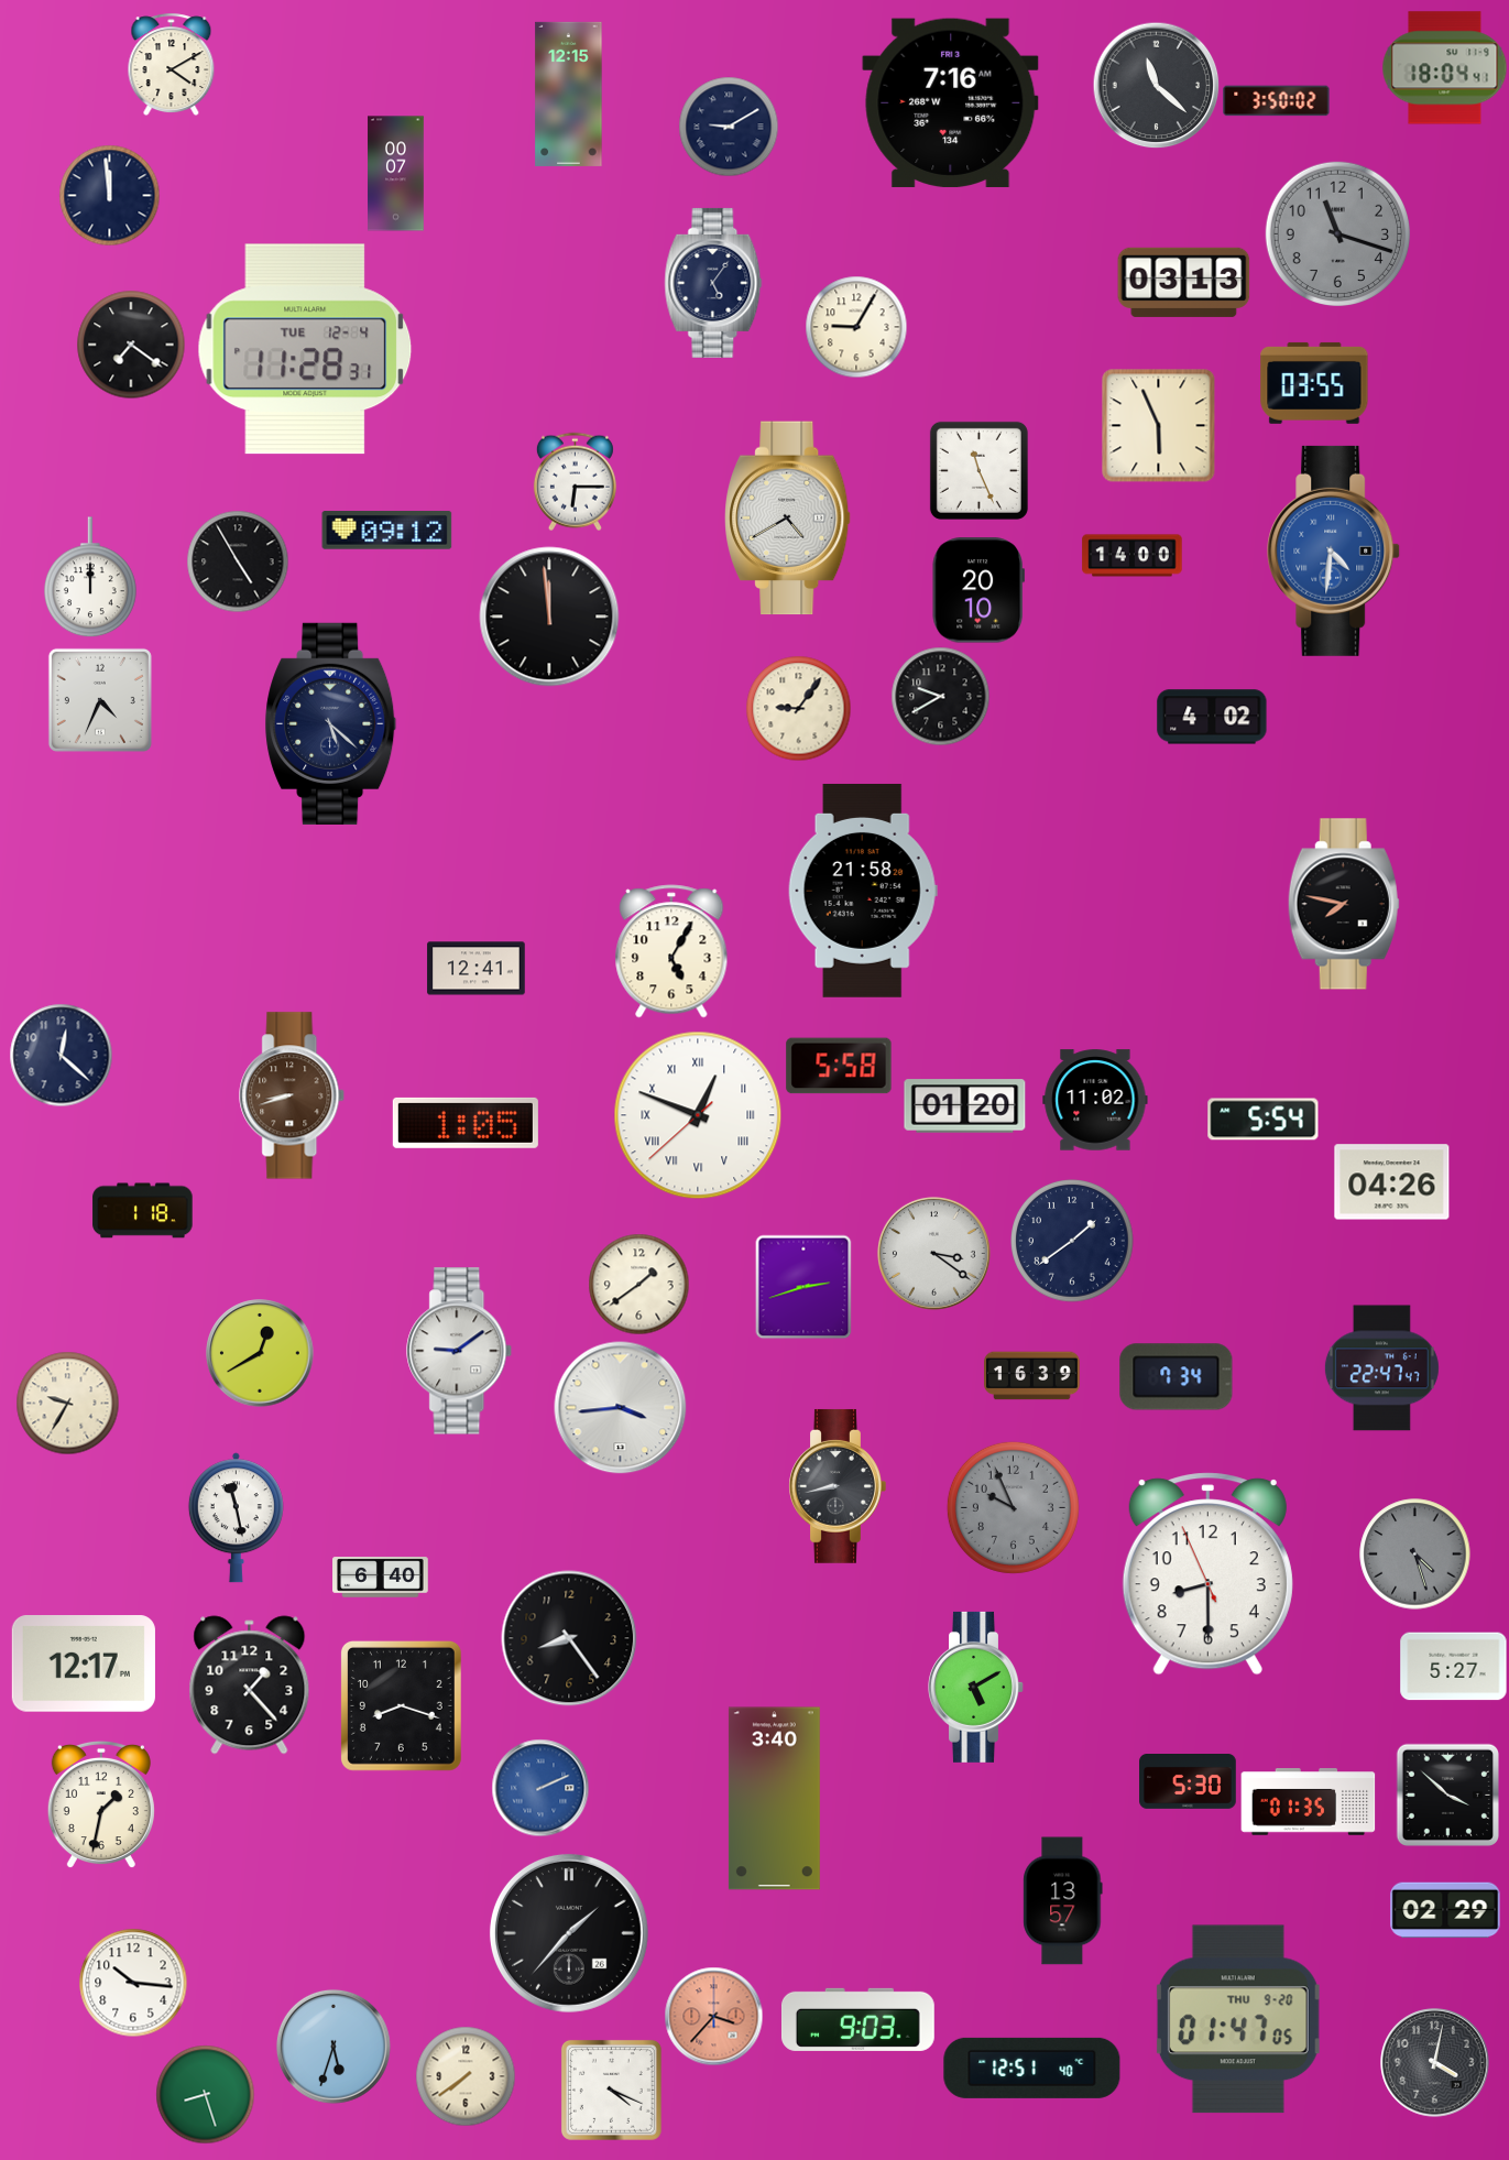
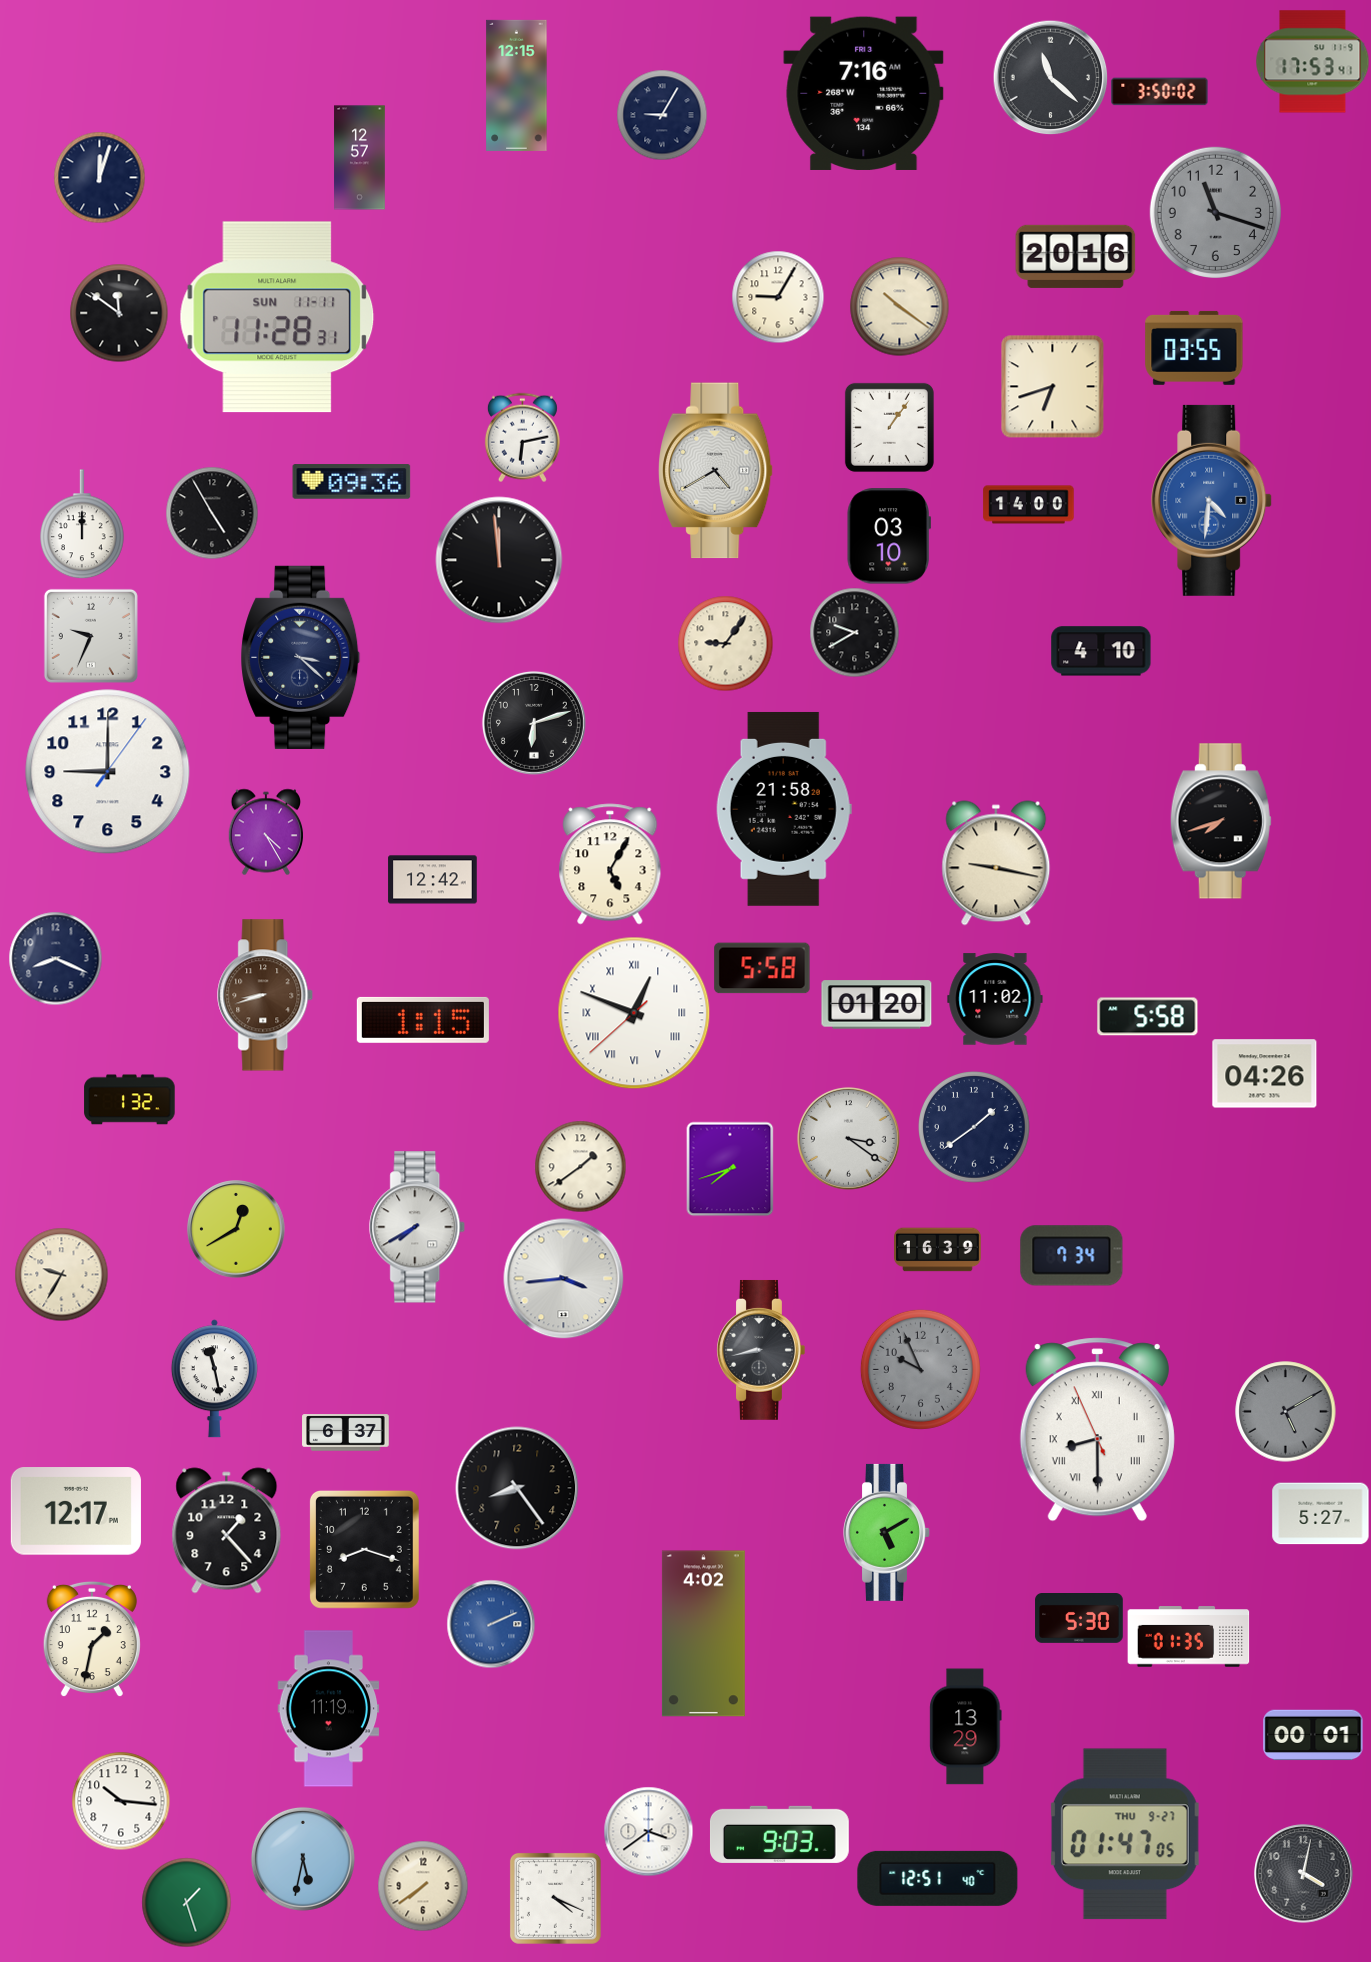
clock at (172, 64): 4:10 -> none
clock at (1445, 68): 18:04 -> 17:53
clock at (729, 127): 9:10 -> 9:05
clock at (396, 174): 00:07 -> 12:57
clock at (109, 195): 11:59 -> 12:03
clock at (1184, 282): 03:13 -> 20:16
clock at (713, 283): 5:06 -> none
clock at (900, 307): none -> 10:21
clock at (131, 345): 7:21 -> 11:51
clock at (305, 349) date: TUE 12-4 -> SUN 11-11
clock at (1159, 426): 5:56 -> 6:42
clock at (978, 470): 11:26 -> 1:06
clock at (575, 481): 6:15 -> 6:13
clock at (387, 531): 09:12 -> 09:36
clock at (238, 561) position: (238, 561) -> (212, 513)
clock at (977, 590): 20:10 -> 03:10
clock at (100, 700): 4:34 -> 9:34
clock at (1212, 717): 4:02 -> 4:10
clock at (331, 723): 5:22 -> 3:22
clock at (534, 723): none -> 6:12
clock at (108, 772): none -> 9:00
clock at (1344, 904): 7:47 -> 7:42
clock at (265, 832): none -> 4:25
clock at (996, 863): none -> 9:17
clock at (477, 969): 12:41 -> 12:42
clock at (61, 1055): 12:22 -> 8:19
clock at (1264, 1120): 5:54 -> 5:58
clock at (466, 1123): 1:05 -> 1:15
clock at (143, 1211): 1:18 -> 1:32
clock at (803, 1287): 2:42 -> 7:42
clock at (460, 1351): 9:09 -> 7:40
clock at (1381, 1368): 22:47 -> none
clock at (1177, 1377) position: (1177, 1377) -> (1072, 1256)
clock at (1415, 1554): 4:27 -> 5:10
clock at (1207, 1574) numerals: Arabic -> Roman
clock at (381, 1578): 6:40 -> 6:37
clock at (1447, 1794): 3:52 -> none
clock at (774, 1799): 3:40 -> 4:02
clock at (329, 1709): none -> 11:19
clock at (1063, 1901): 13:57 -> 13:29
clock at (1445, 1910): 02:29 -> 00:01
clock at (569, 1933): 1:37 -> none
clock at (713, 2016): 3:37 -> 3:39
clock at (713, 2016) dial: salmon -> white
clock at (1238, 2019) date: THU 9-20 -> THU 9-27
clock at (333, 2047): 5:33 -> 5:32
clock at (205, 2094): 8:27 -> 1:27
